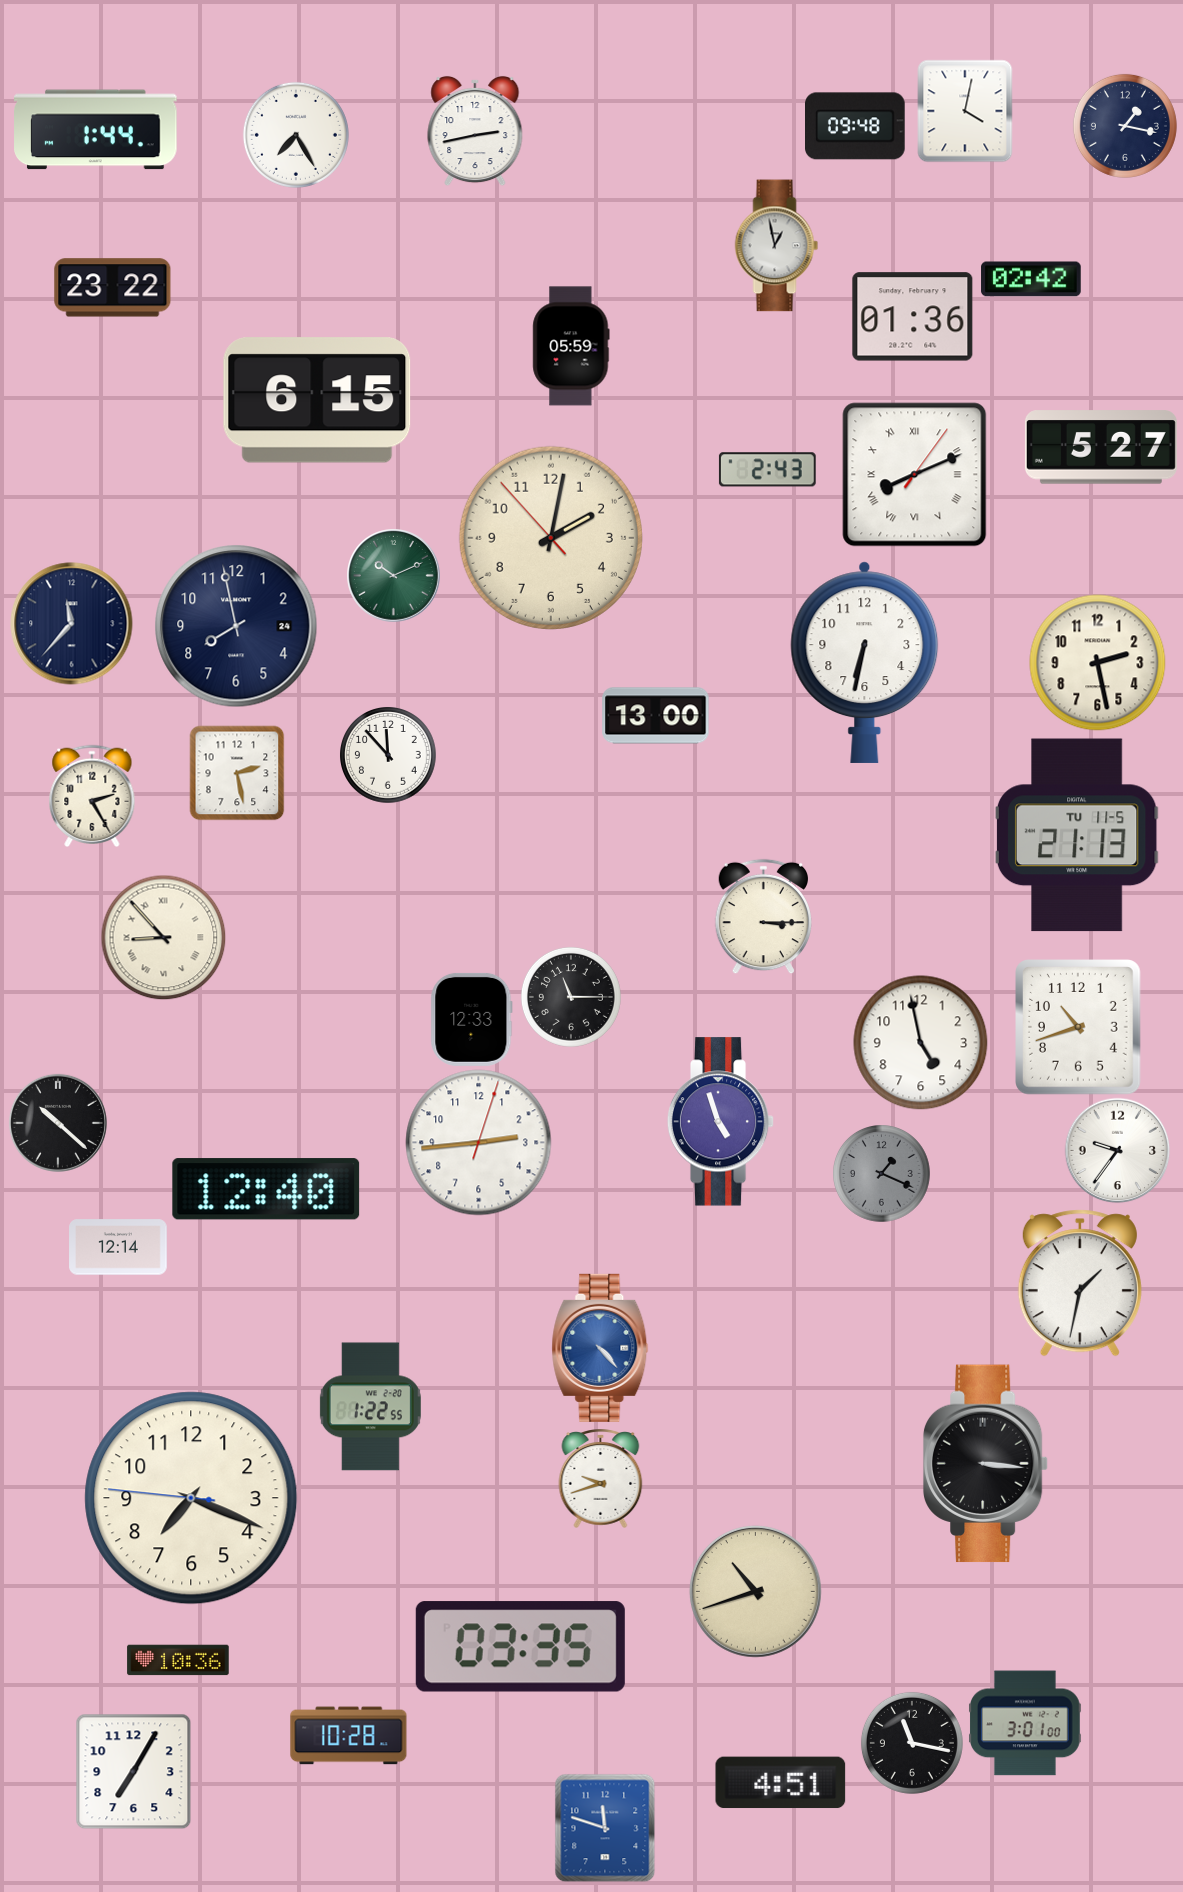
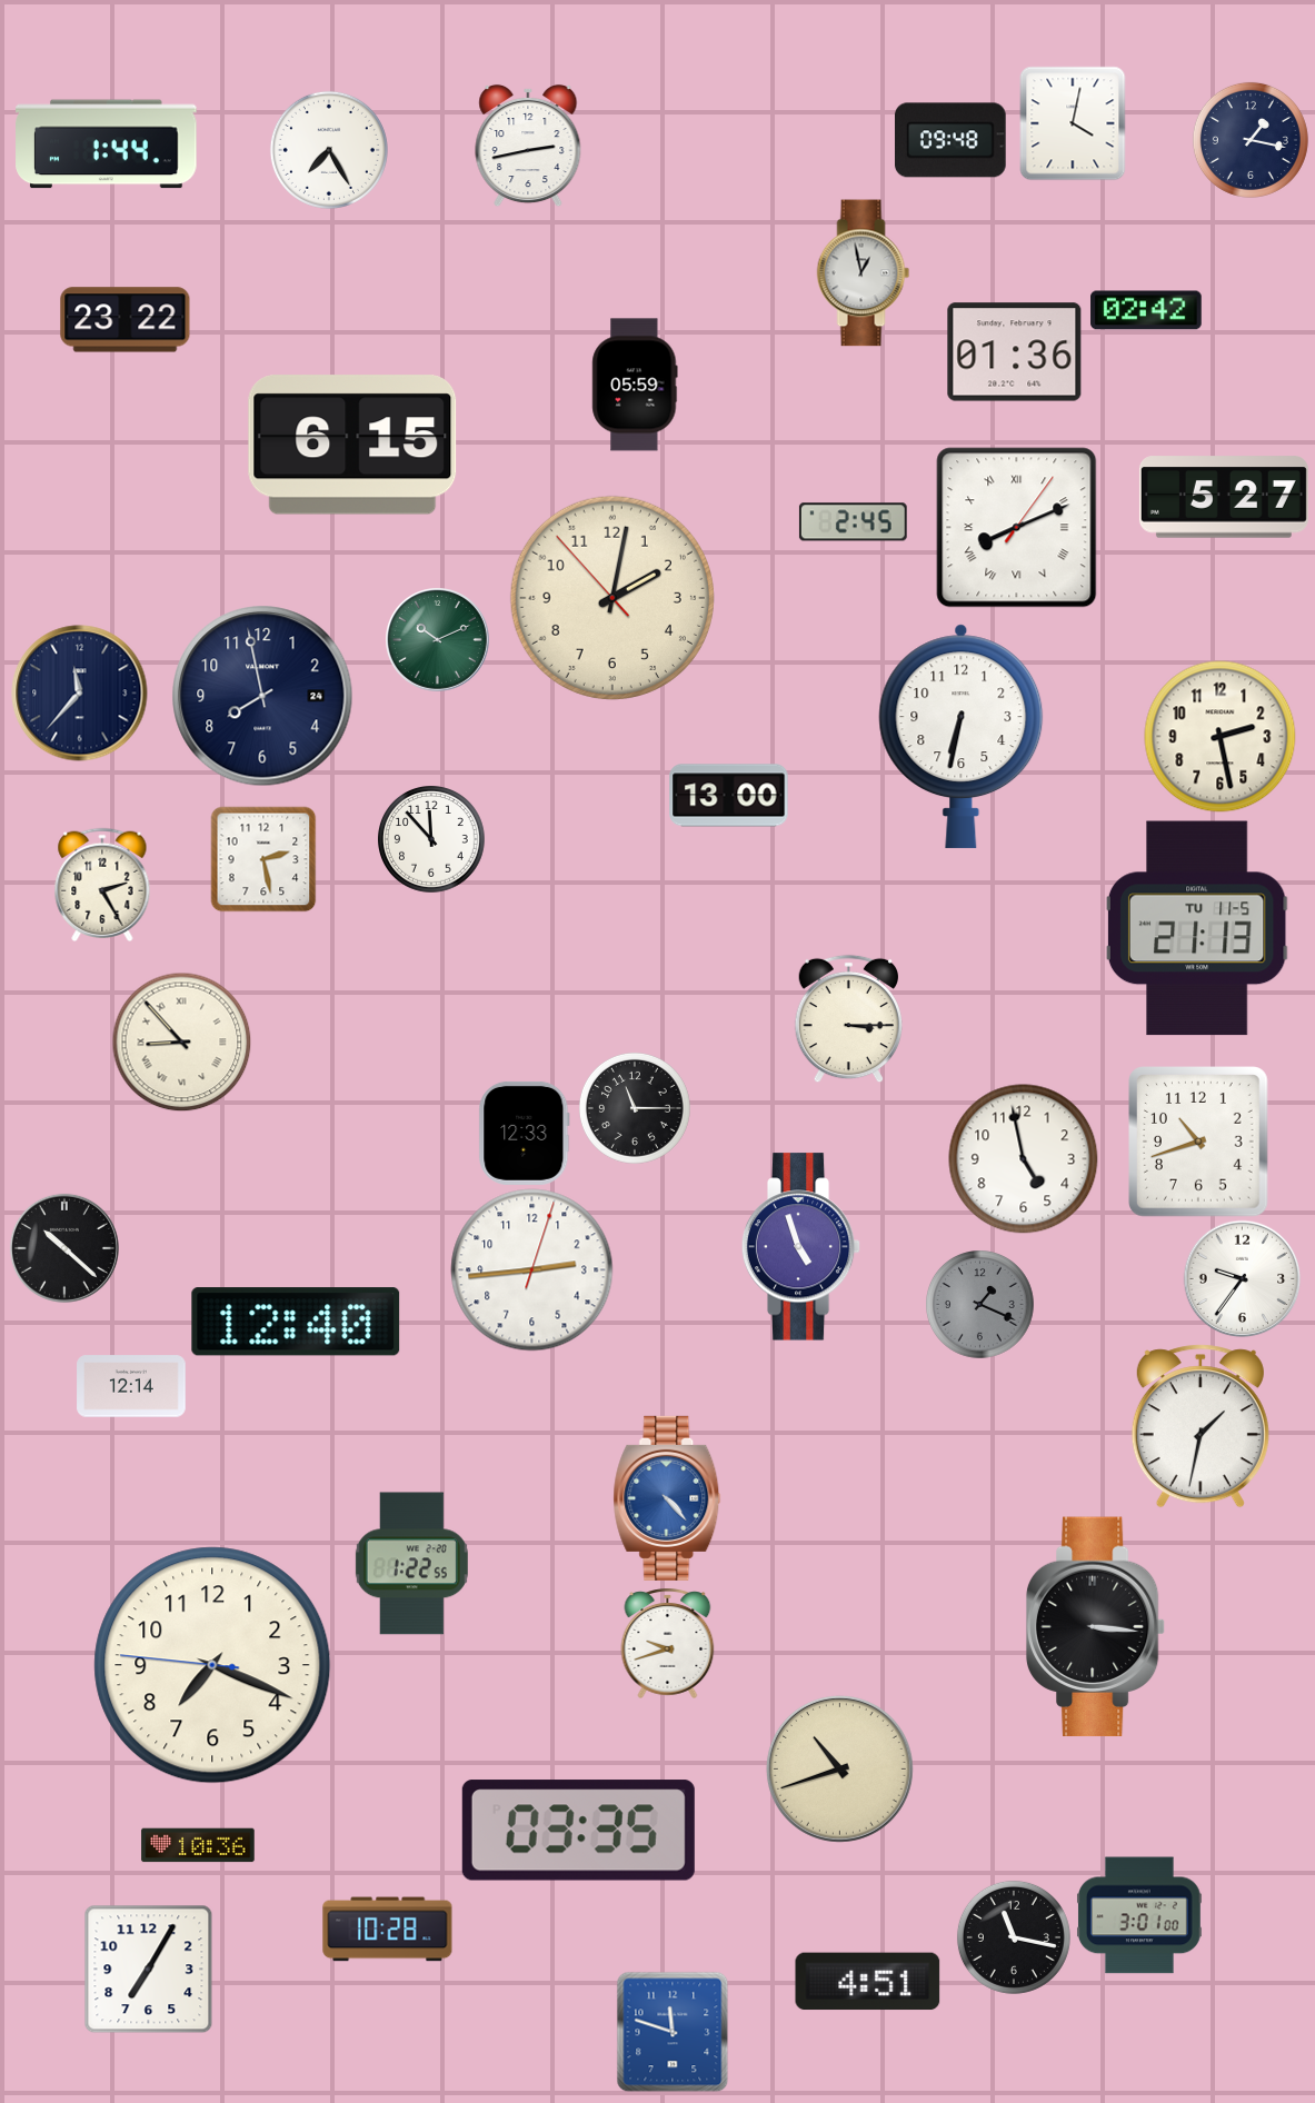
clock at (767, 470): 2:43 -> 2:45
